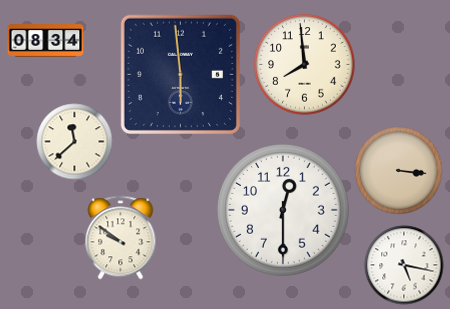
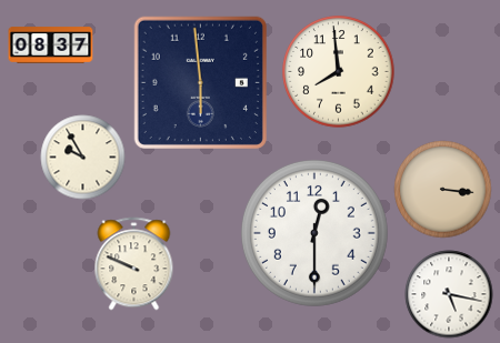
clock at (46, 41): 08:34 -> 08:37
clock at (75, 142): 11:38 -> 9:55
clock at (121, 238): 9:51 -> 9:49
